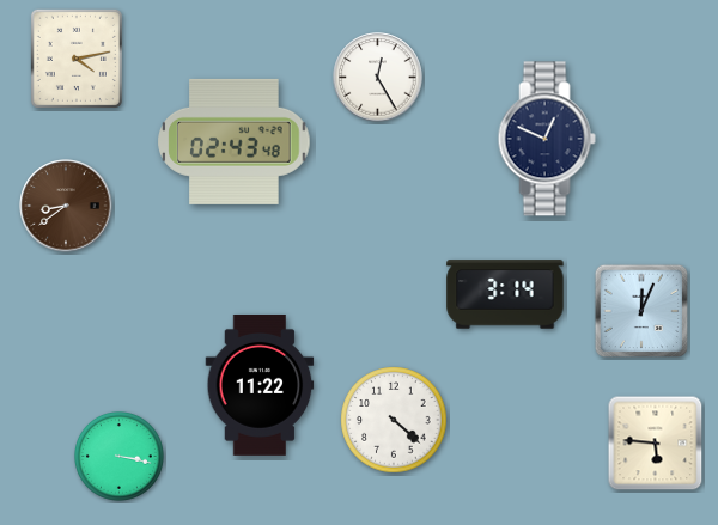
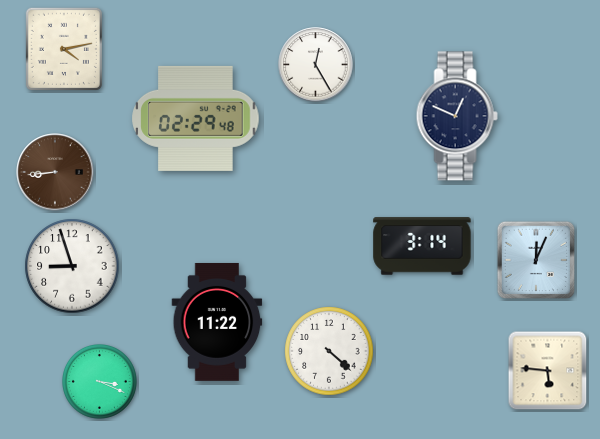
clock at (235, 141): 02:43 -> 02:29
clock at (66, 206): 8:39 -> 8:44
clock at (72, 266): none -> 8:57
clock at (120, 457): 3:17 -> 3:19
